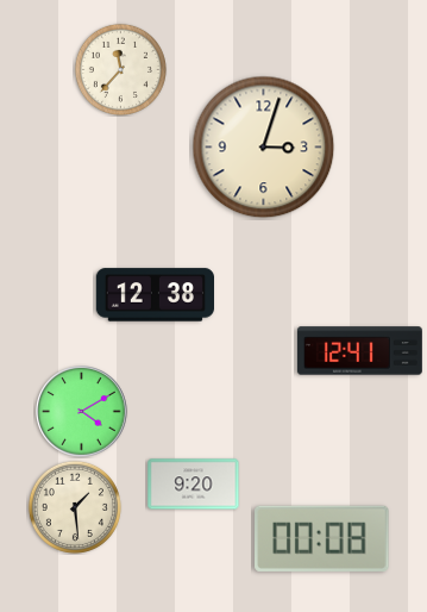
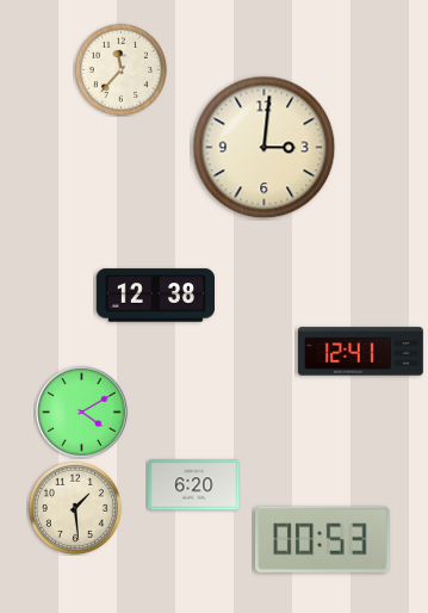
clock at (264, 148): 3:03 -> 3:01
clock at (194, 485): 9:20 -> 6:20
clock at (322, 538): 00:08 -> 00:53
